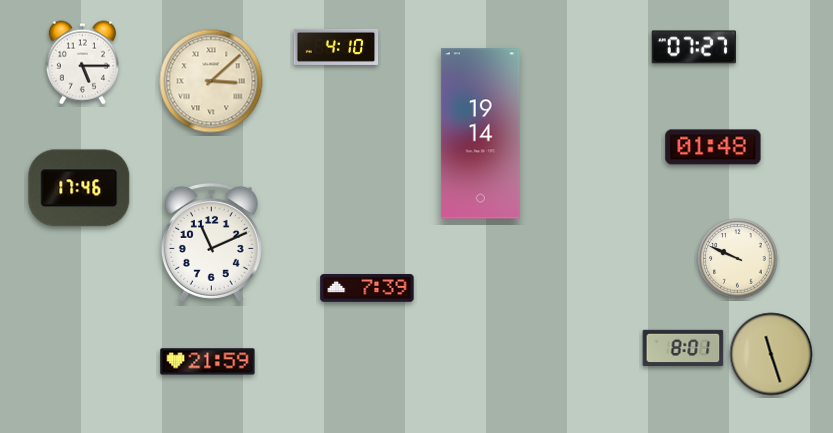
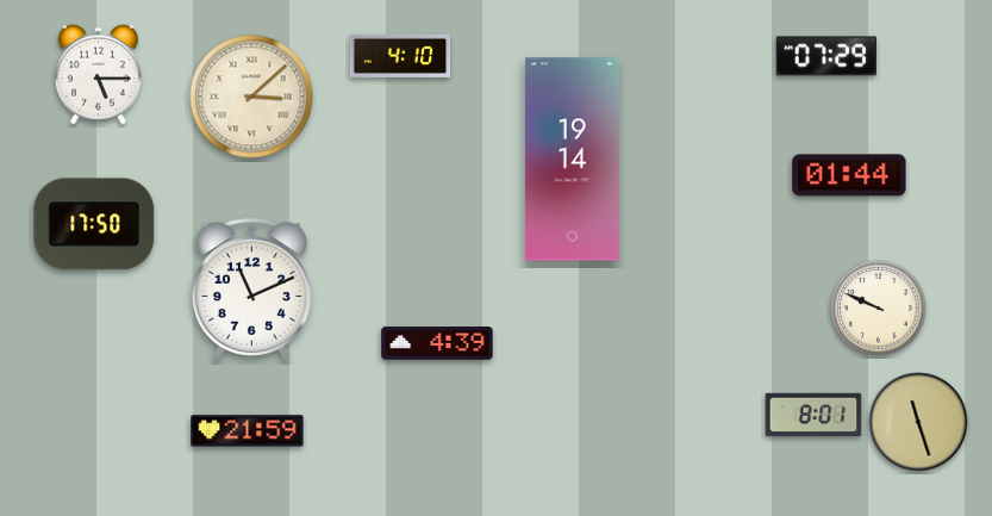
clock at (693, 47): 07:27 -> 07:29
clock at (713, 147): 01:48 -> 01:44
clock at (79, 188): 17:46 -> 17:50
clock at (367, 288): 7:39 -> 4:39
